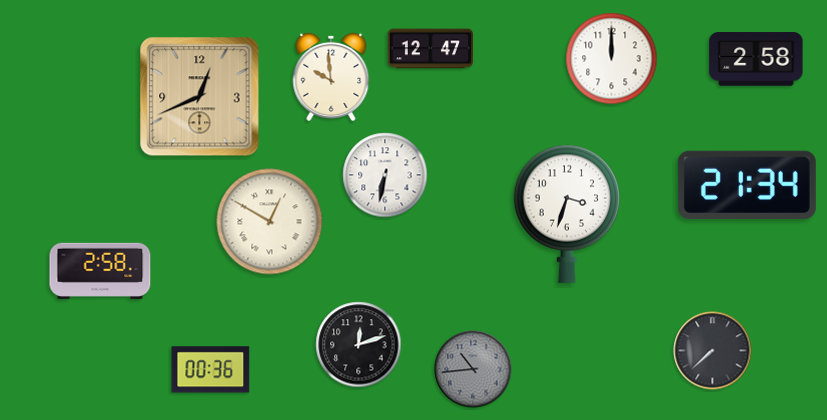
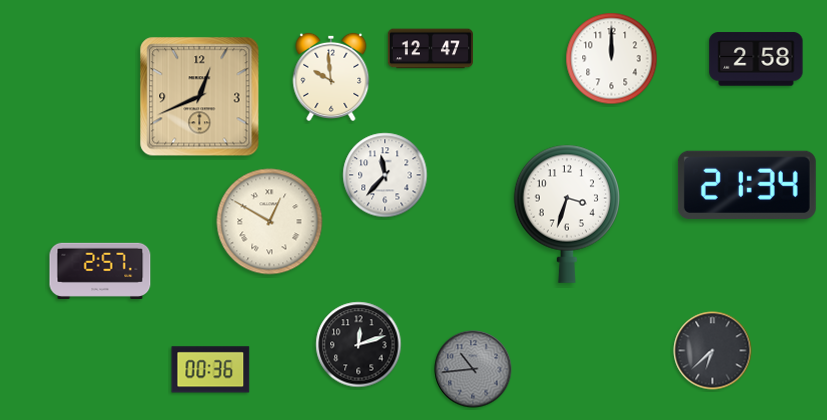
clock at (385, 175): 6:32 -> 11:37
clock at (100, 271): 2:58 -> 2:57
clock at (713, 351): 7:38 -> 6:38
